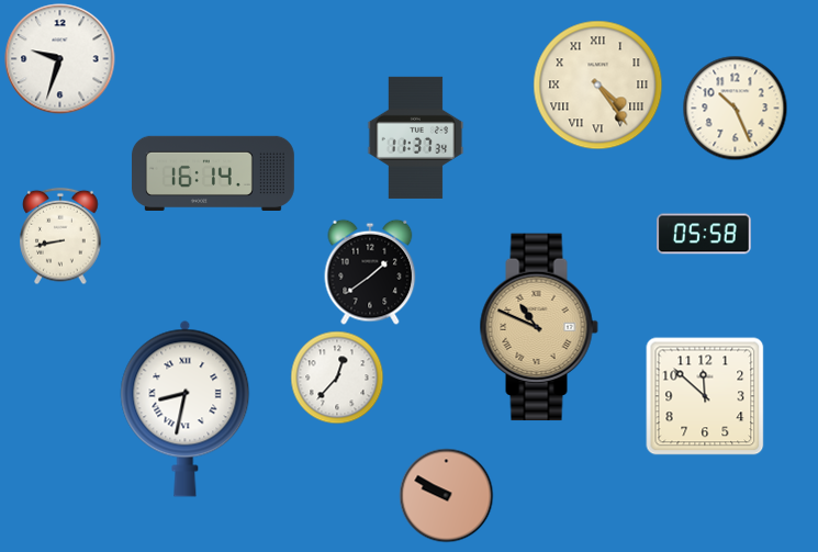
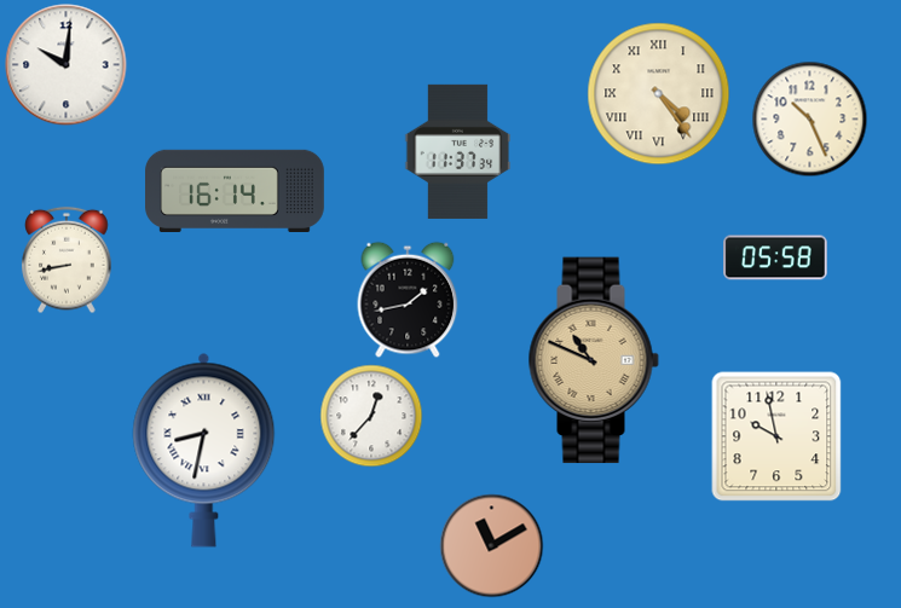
clock at (60, 59): 9:33 -> 10:01
clock at (370, 272): 1:39 -> 1:43
clock at (705, 396): 11:52 -> 9:58
clock at (447, 496): 9:50 -> 11:10
